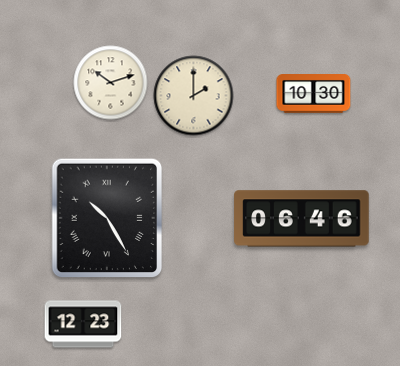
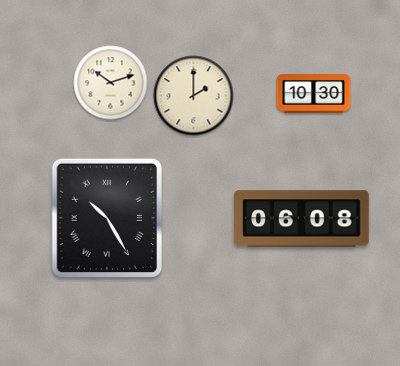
clock at (302, 219): 06:46 -> 06:08
clock at (83, 324): 12:23 -> none
